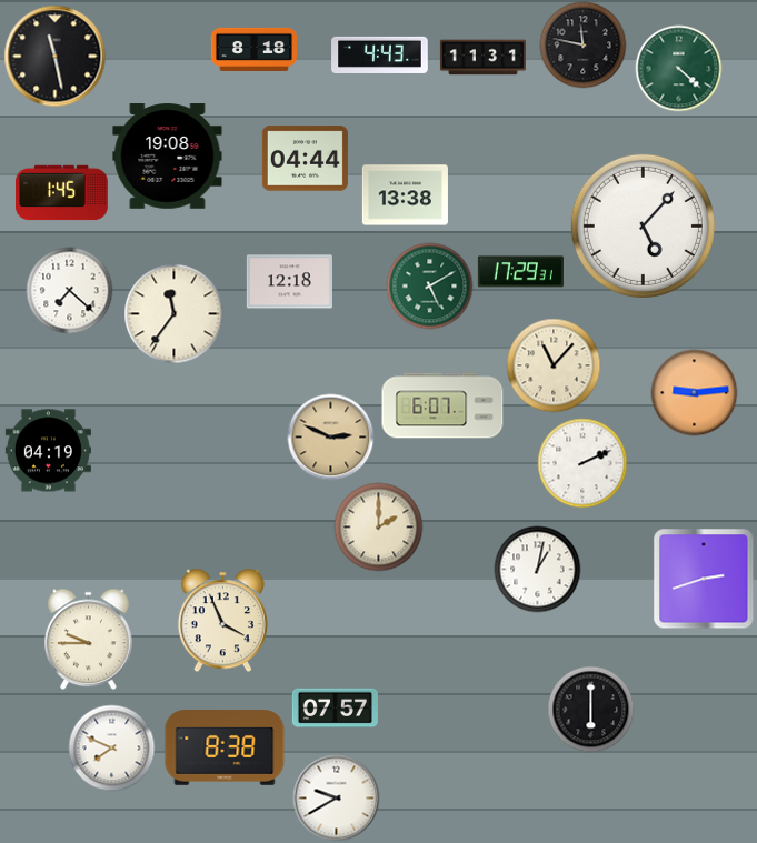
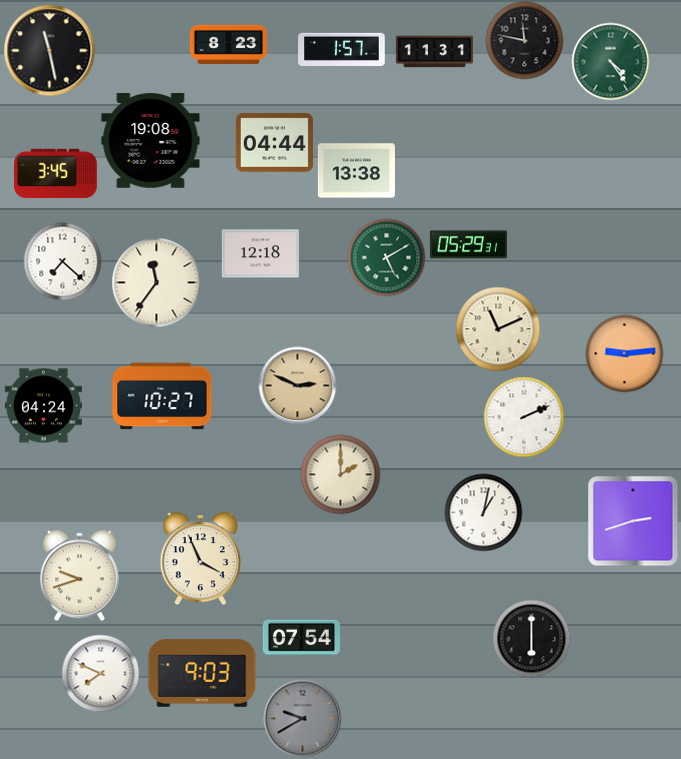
clock at (253, 49): 8:18 -> 8:23
clock at (380, 54): 4:43 -> 1:57
clock at (678, 68): 4:22 -> 4:24
clock at (62, 193): 1:45 -> 3:45
clock at (405, 195) position: (405, 195) -> (356, 171)
clock at (643, 225): 5:07 -> none
clock at (520, 272): 17:29 -> 05:29
clock at (554, 365): 11:07 -> 11:11
clock at (442, 405): 6:07 -> none
clock at (330, 436) position: (330, 436) -> (297, 385)
clock at (162, 396): none -> 10:27
clock at (48, 451): 04:19 -> 04:24
clock at (89, 639): 9:45 -> 9:42
clock at (335, 709): 07:57 -> 07:54
clock at (225, 747): 8:38 -> 9:03
clock at (336, 797) dial: white -> grey
